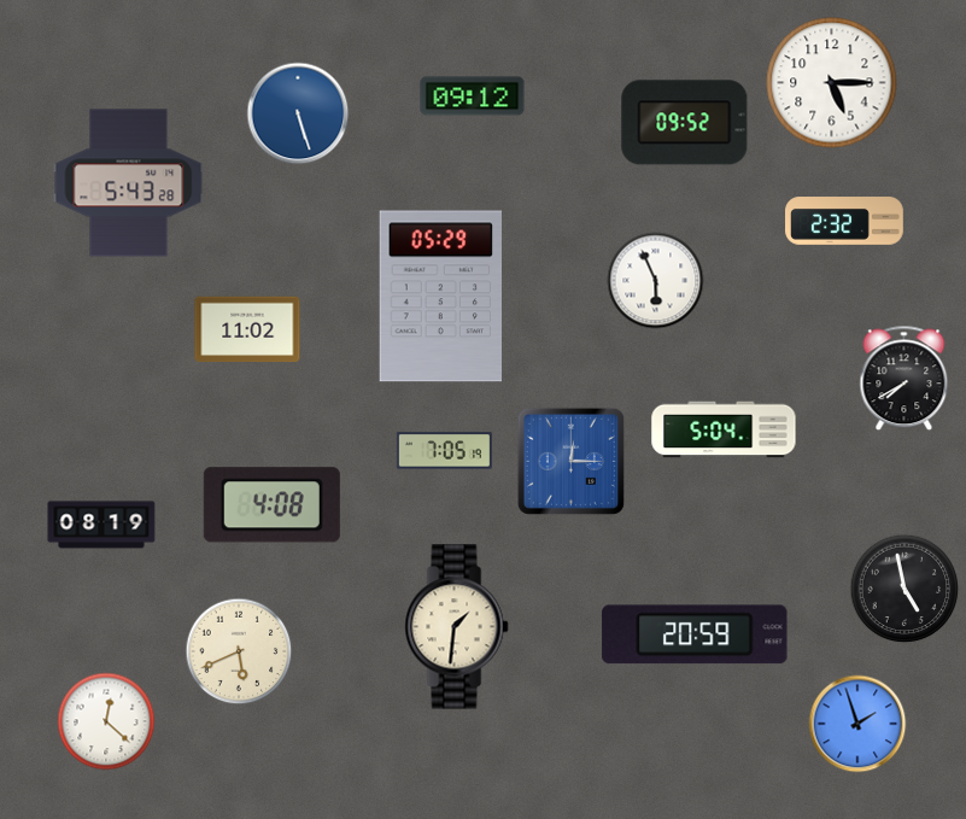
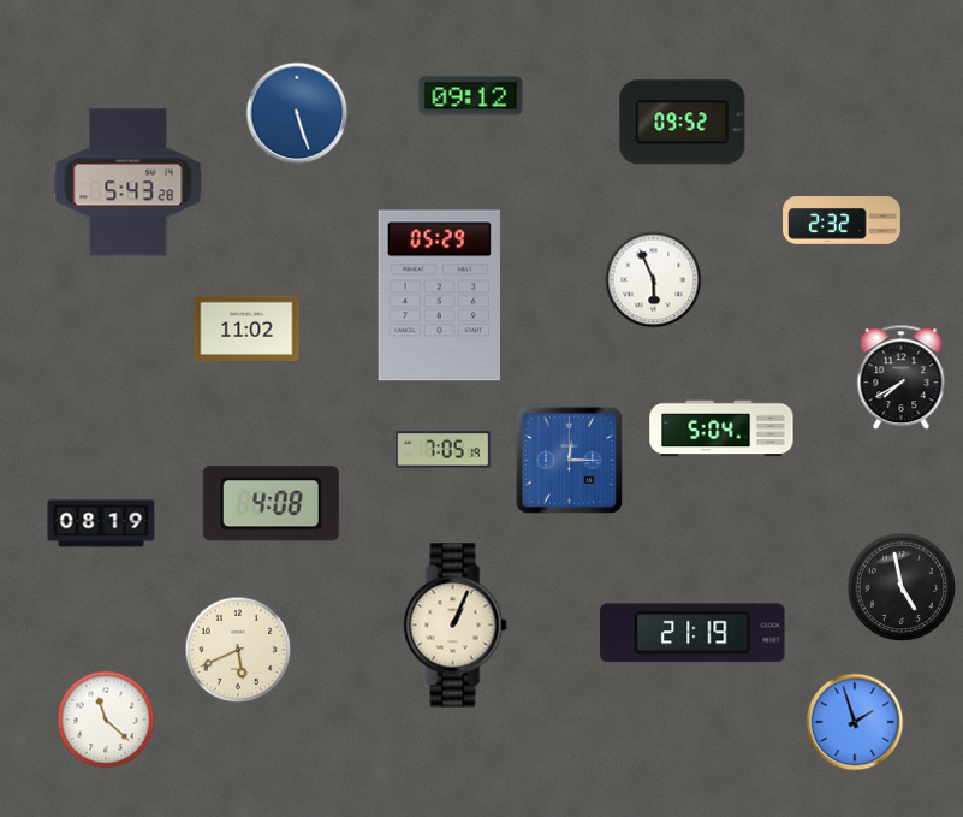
clock at (832, 83): 5:15 -> none
clock at (457, 627): 1:31 -> 1:04
clock at (695, 634): 20:59 -> 21:19
clock at (106, 721): 12:22 -> 11:22
